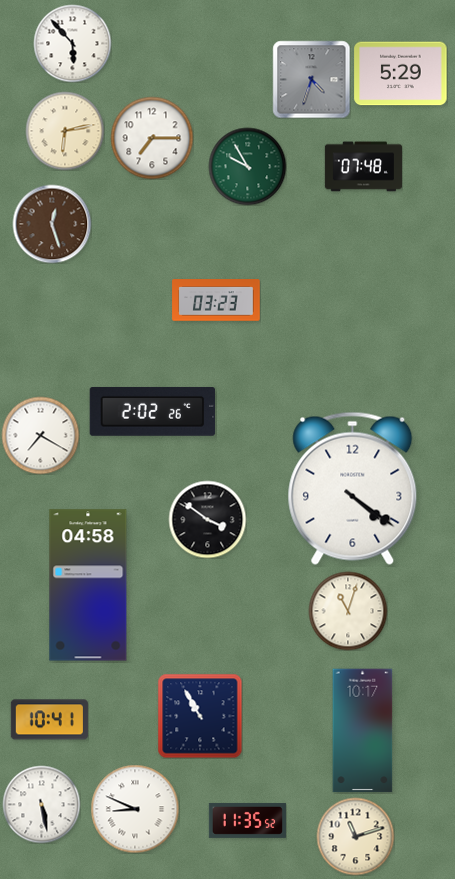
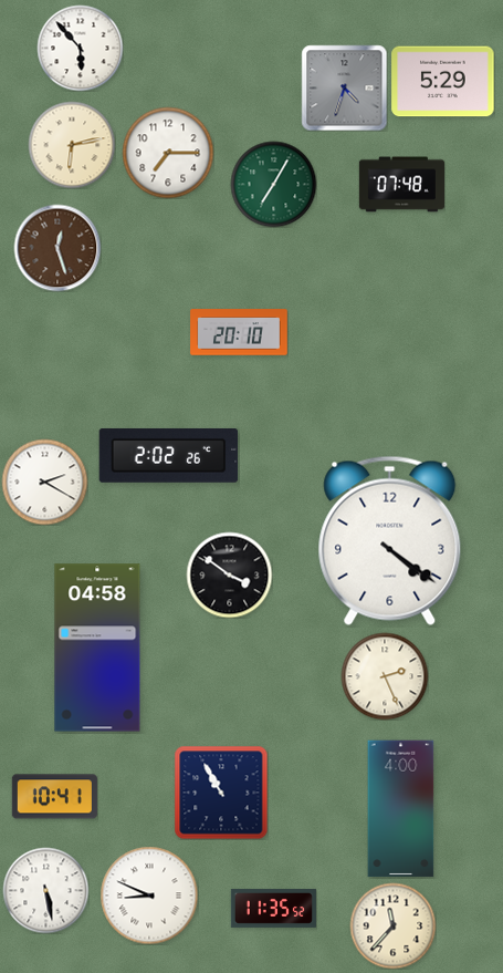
clock at (247, 166): 9:55 -> 7:05
clock at (216, 300): 03:23 -> 20:10
clock at (40, 435): 7:20 -> 2:20
clock at (348, 611): 11:03 -> 2:26
clock at (363, 731): 10:17 -> 4:00
clock at (355, 836): 11:12 -> 11:37
